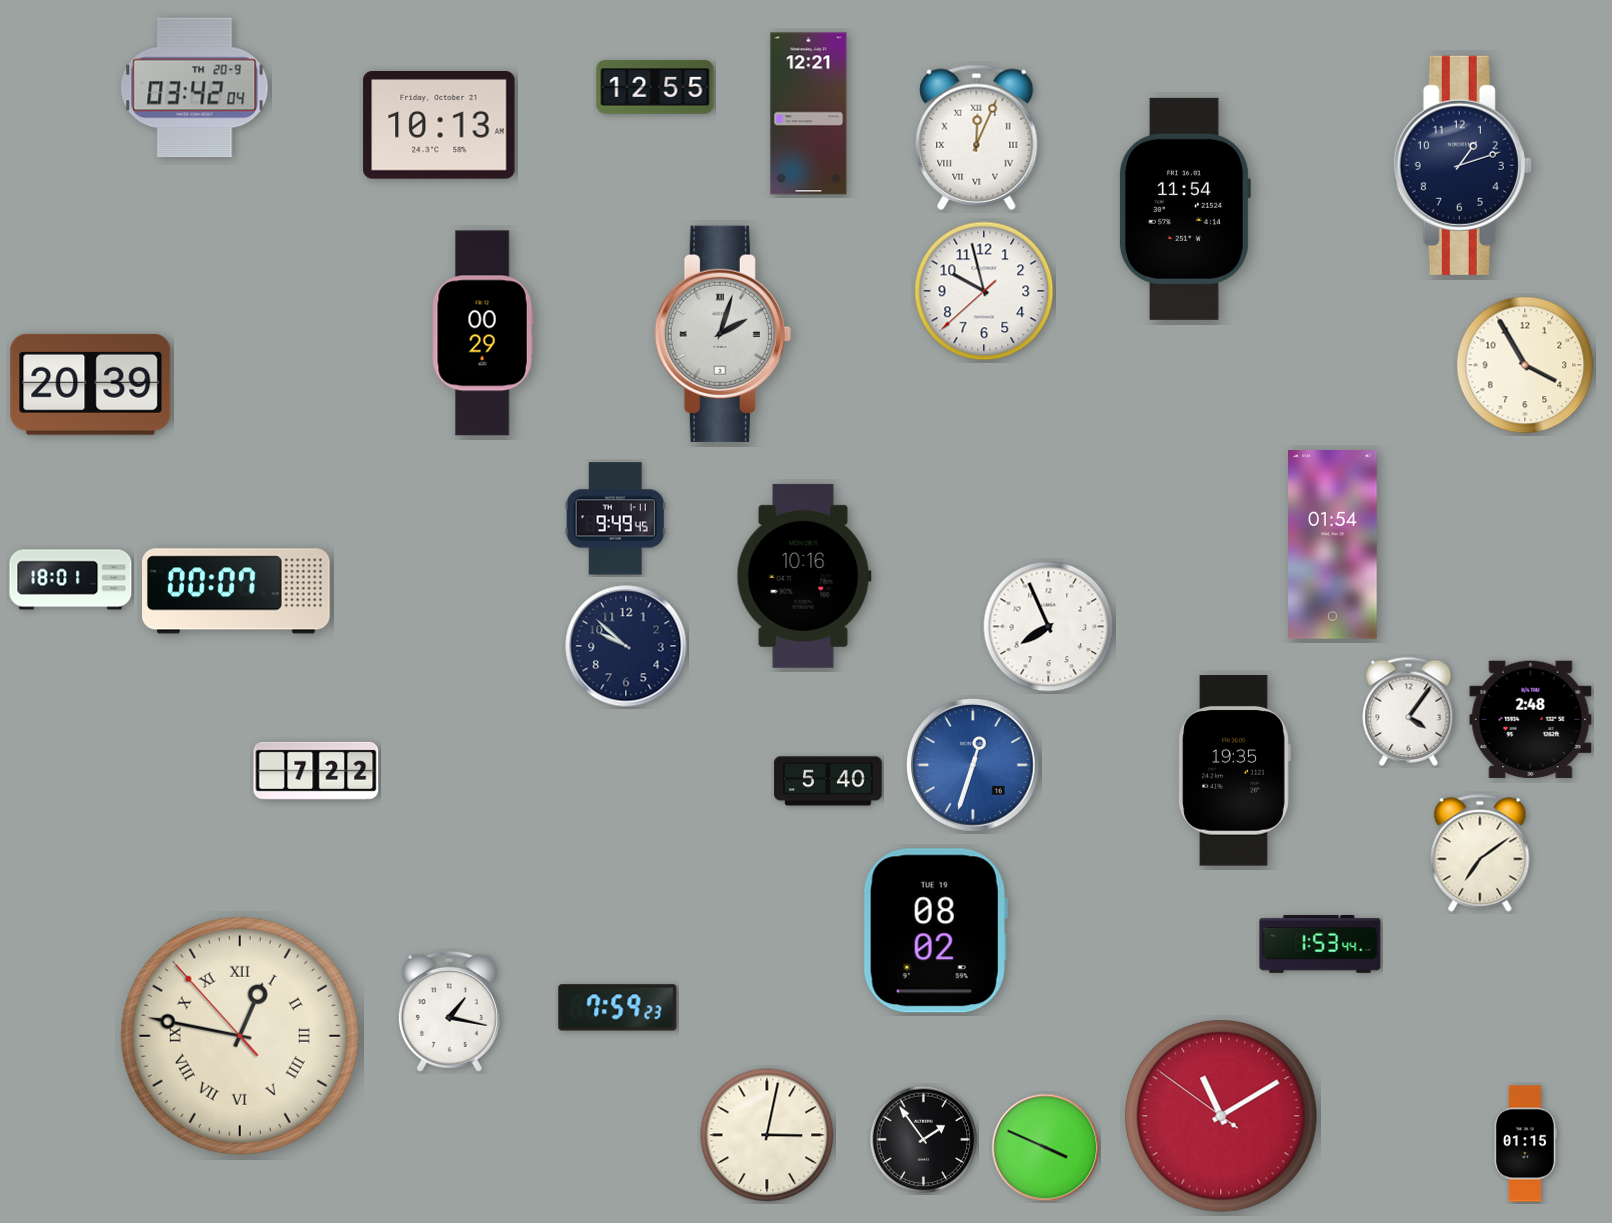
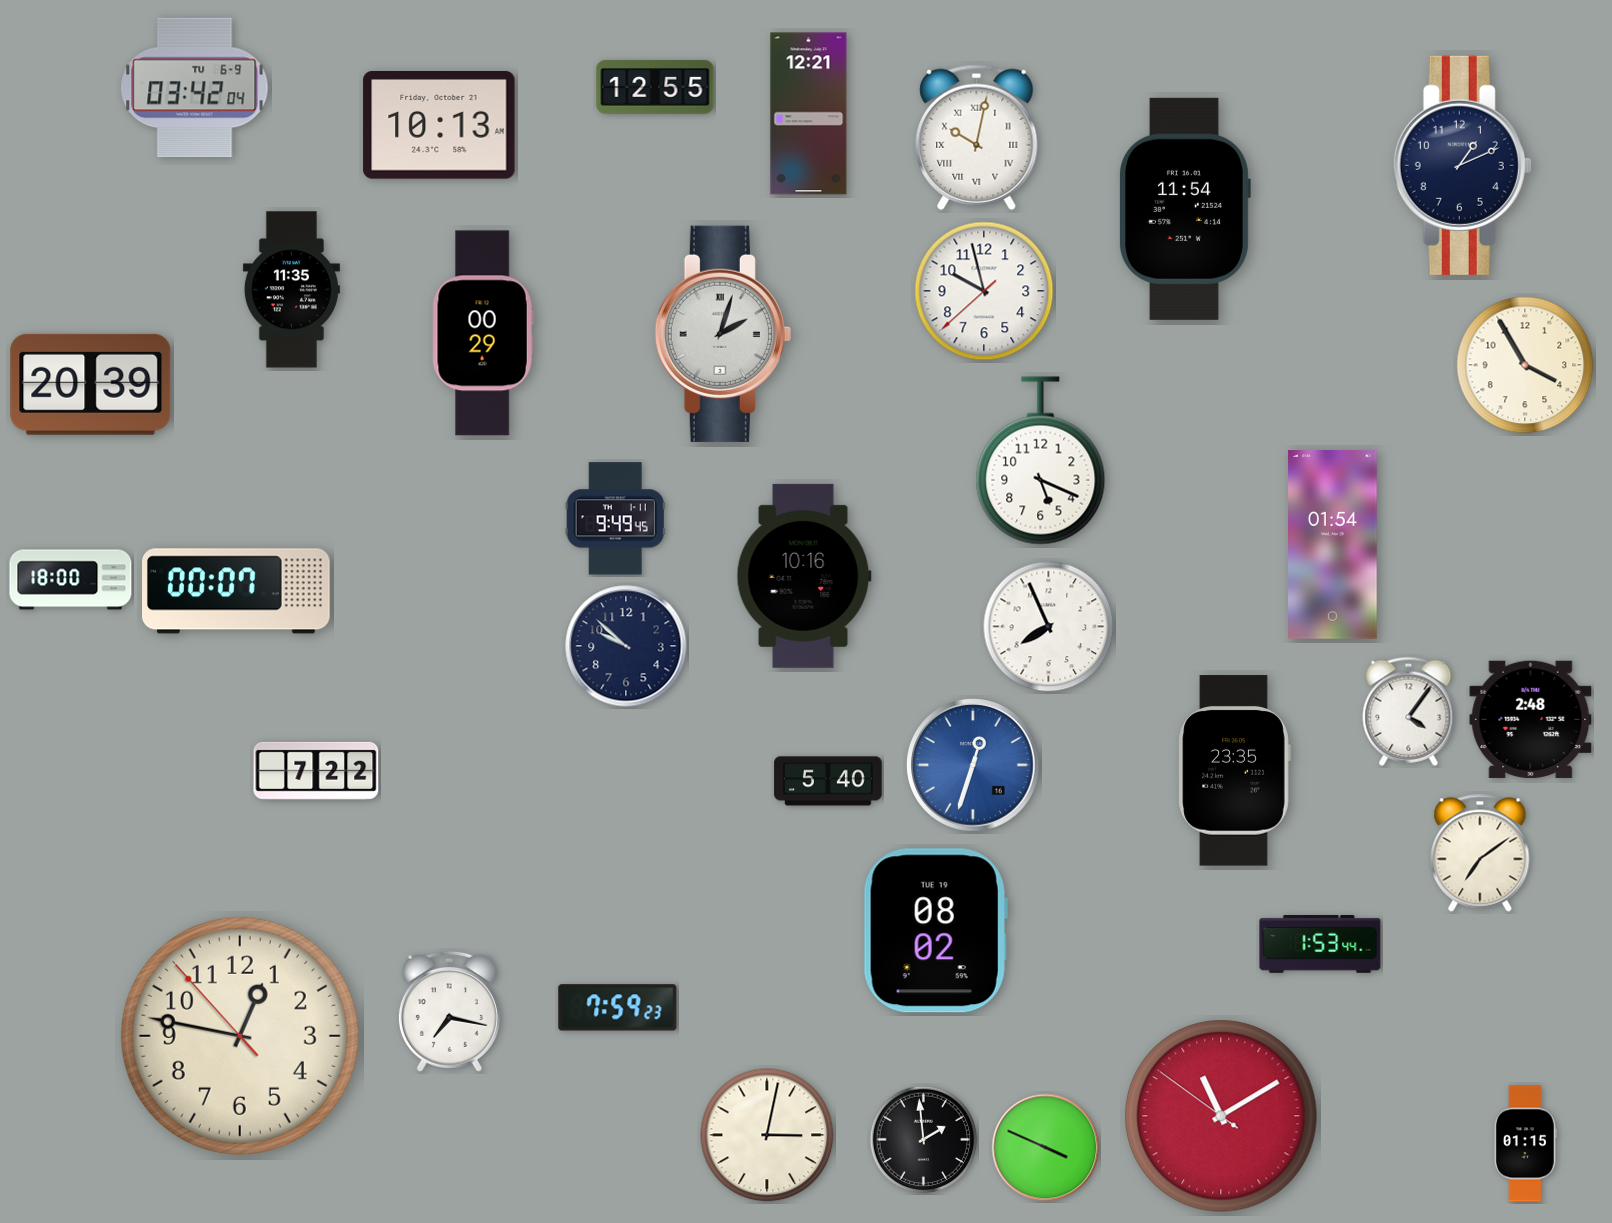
clock at (195, 88) date: TH 20-9 -> TU 6-9
clock at (977, 137): 12:04 -> 10:02
clock at (1462, 165): 1:12 -> 1:11
clock at (291, 290): none -> 11:35
clock at (1041, 461): none -> 5:19
clock at (71, 580): 18:01 -> 18:00
clock at (1234, 771): 19:35 -> 23:35
clock at (449, 1011): 1:17 -> 7:17
clock at (240, 1036) numerals: Roman -> Arabic
clock at (924, 1140): 1:54 -> 1:59
